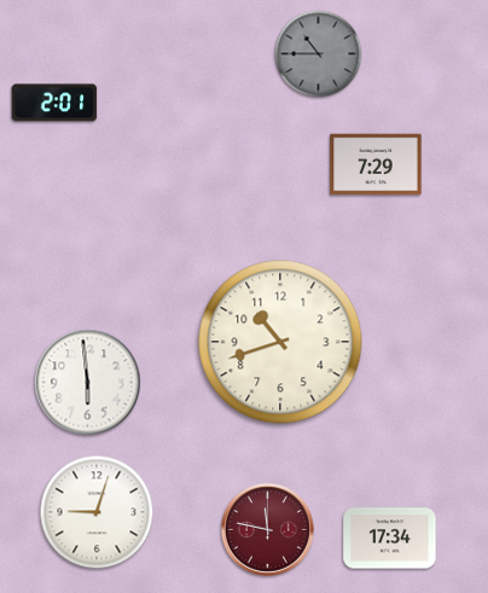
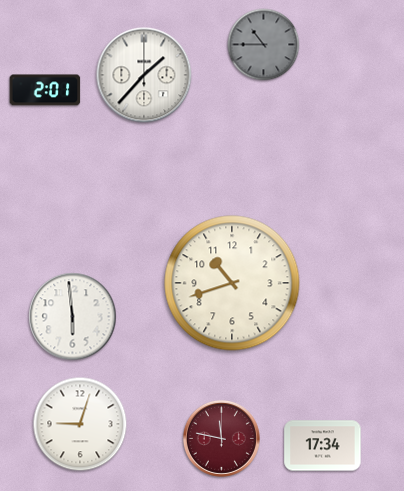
clock at (144, 75): none -> 1:37
clock at (54, 103) position: (54, 103) -> (45, 90)
clock at (376, 164): 7:29 -> none
